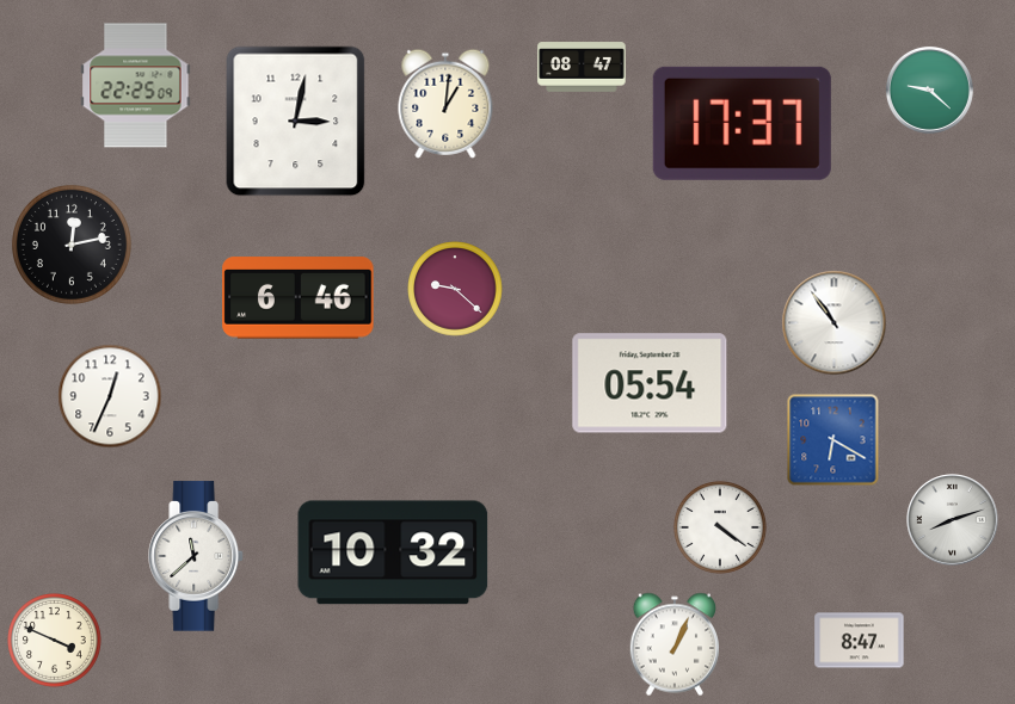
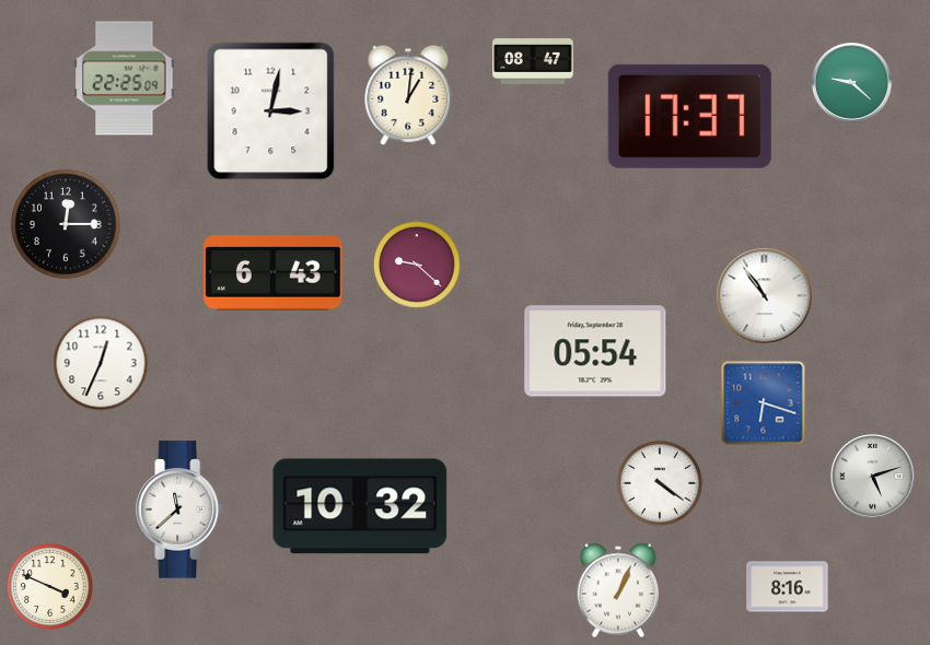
clock at (742, 123) position: (742, 123) -> (689, 116)
clock at (72, 245): 12:13 -> 12:15
clock at (299, 298): 6:46 -> 6:43
clock at (833, 440): 6:20 -> 6:18
clock at (953, 520): 8:12 -> 5:12
clock at (860, 641): 8:47 -> 8:16
